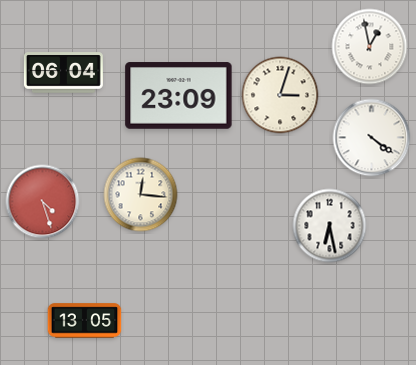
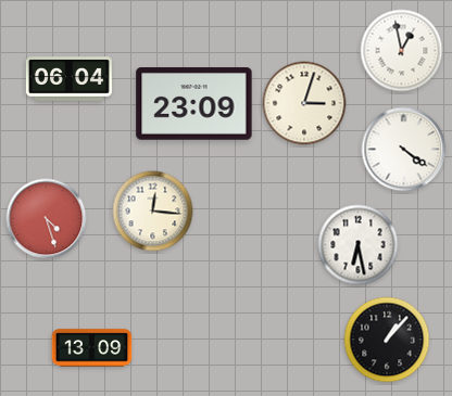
clock at (387, 340): none -> 1:07
clock at (85, 321): 13:05 -> 13:09
